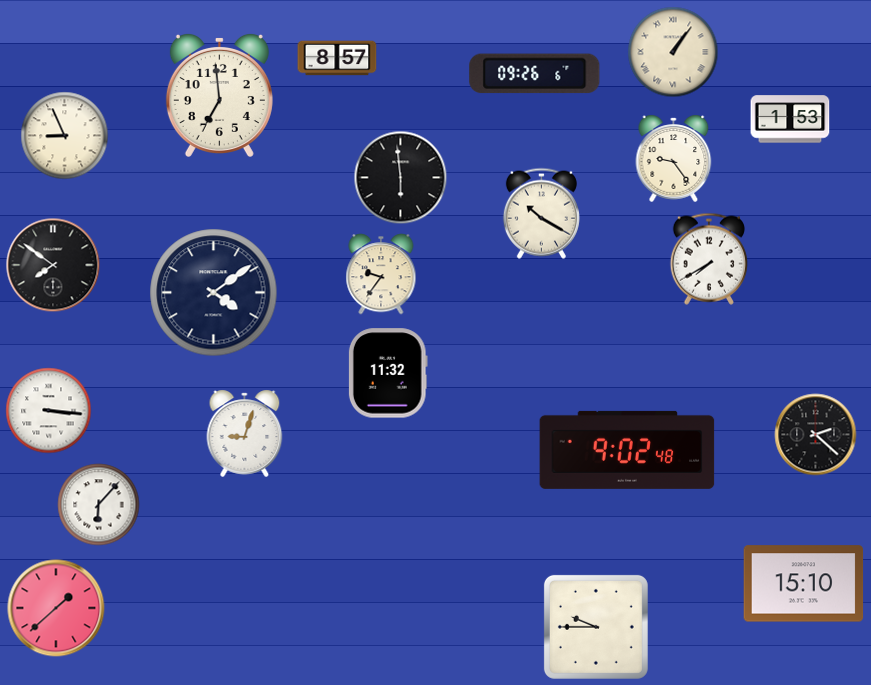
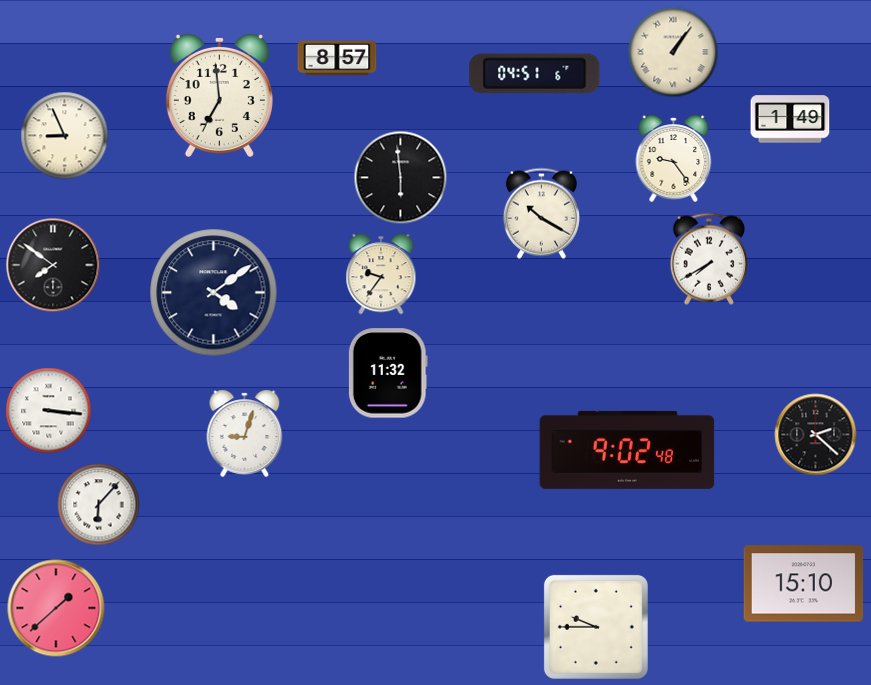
clock at (535, 74): 09:26 -> 04:51
clock at (790, 119): 1:53 -> 1:49
